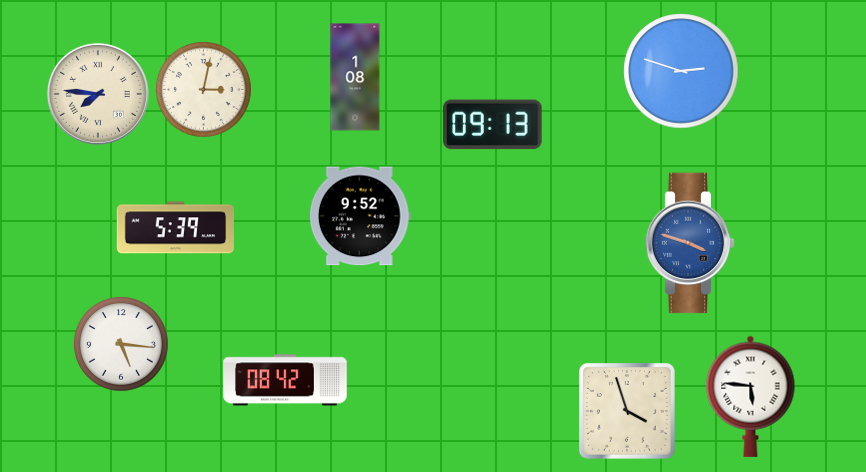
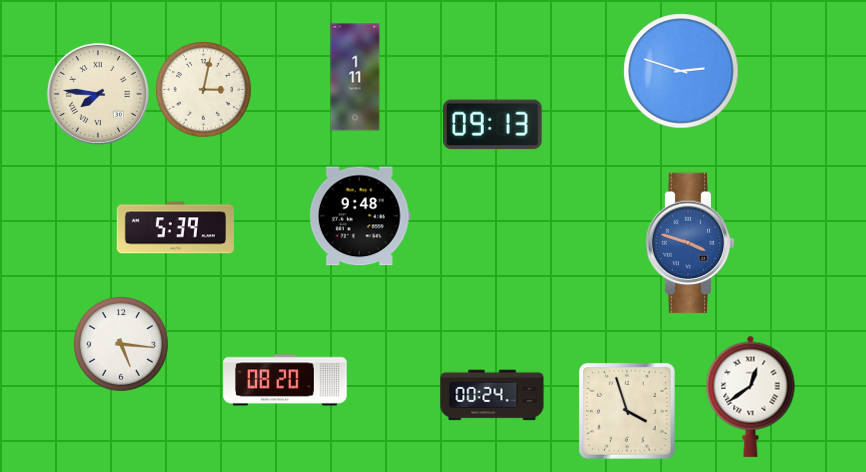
clock at (355, 77): 1:08 -> 1:11
clock at (360, 216): 9:52 -> 9:48
clock at (285, 380): 08:42 -> 08:20
clock at (492, 395): none -> 00:24
clock at (751, 396): 5:46 -> 12:39
